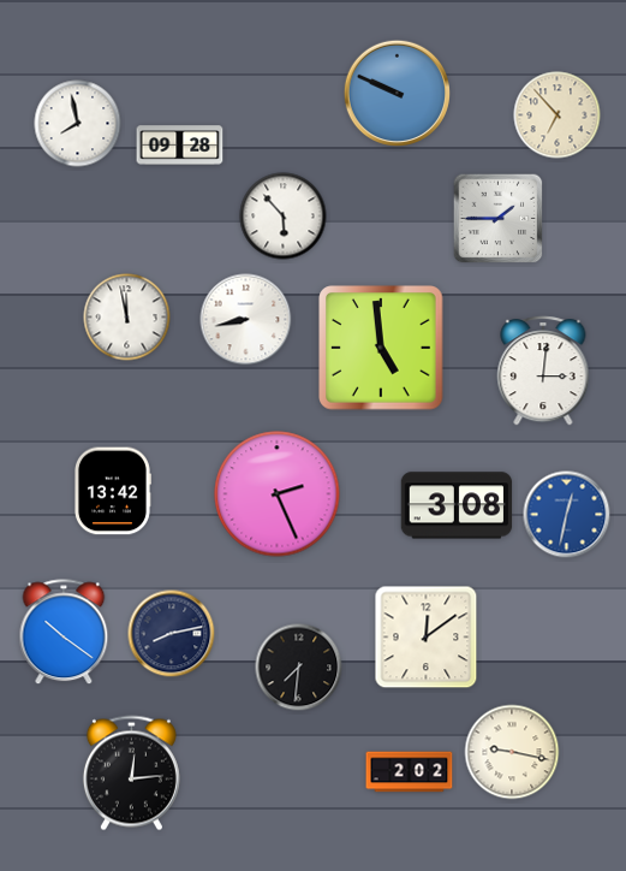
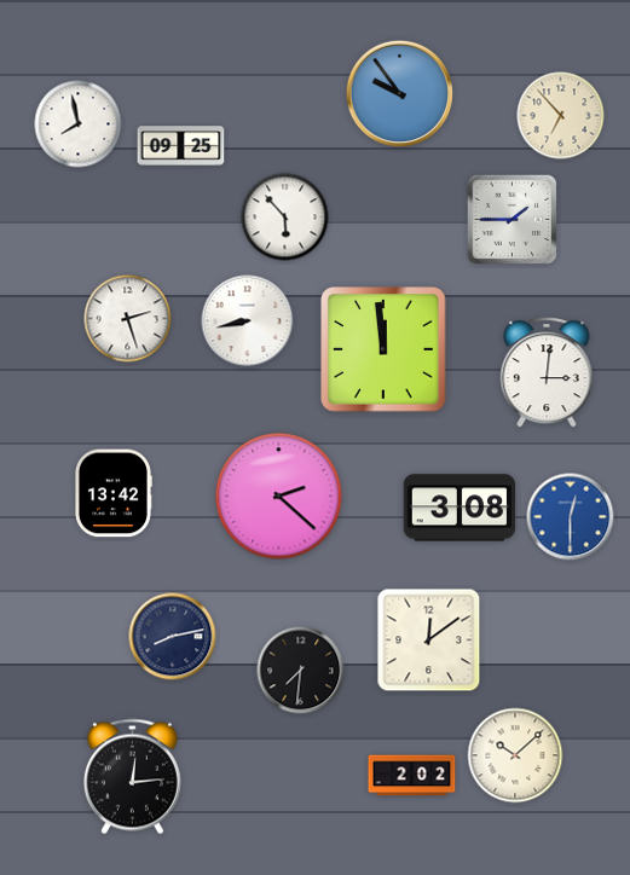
clock at (398, 94): 9:49 -> 9:54
clock at (180, 146): 09:28 -> 09:25
clock at (499, 219) position: (499, 219) -> (513, 220)
clock at (127, 318): 11:58 -> 2:27
clock at (381, 348): 4:59 -> 11:59
clock at (278, 494): 2:26 -> 2:22
clock at (567, 515): 12:32 -> 12:30
clock at (64, 633): 10:21 -> none
clock at (512, 752): 9:17 -> 10:08
